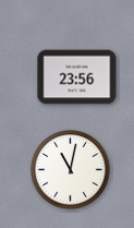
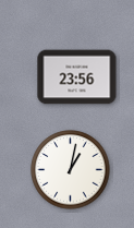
clock at (71, 170): 11:02 -> 1:02
